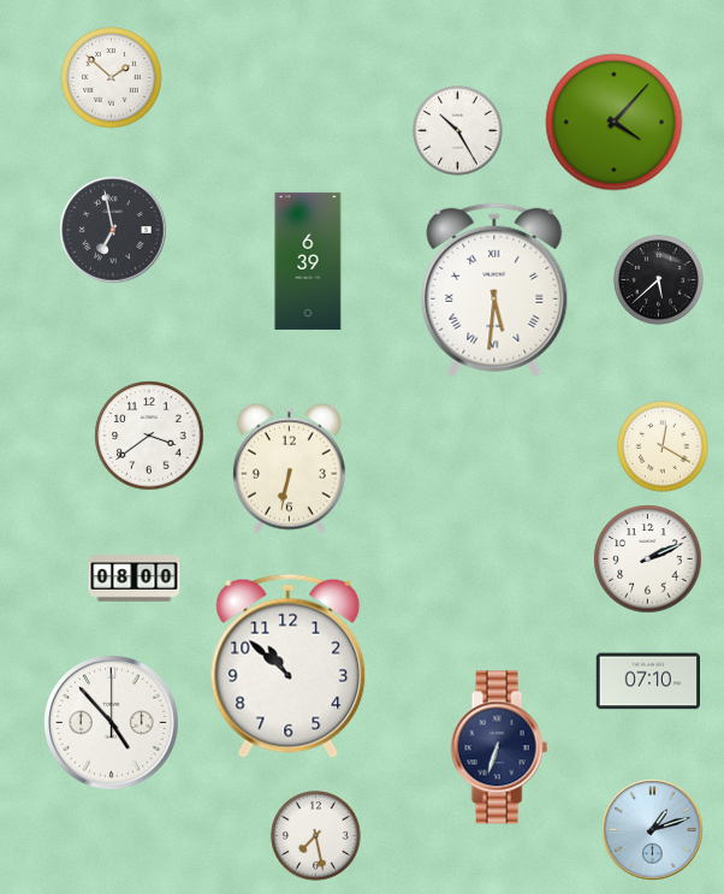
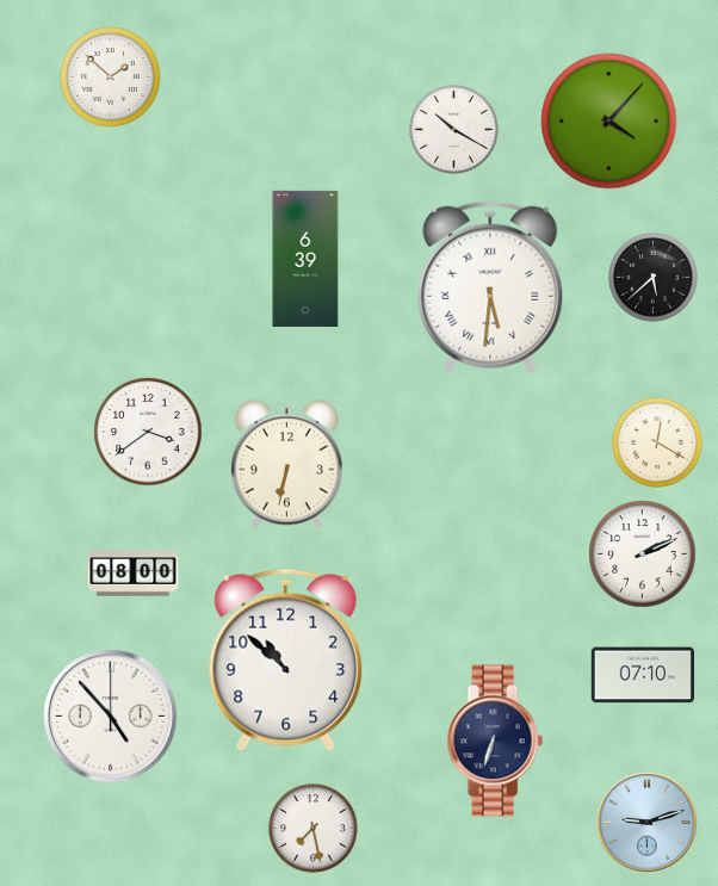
clock at (458, 131): 10:25 -> 10:20
clock at (113, 230): 6:58 -> none
clock at (653, 830): 1:12 -> 9:12
